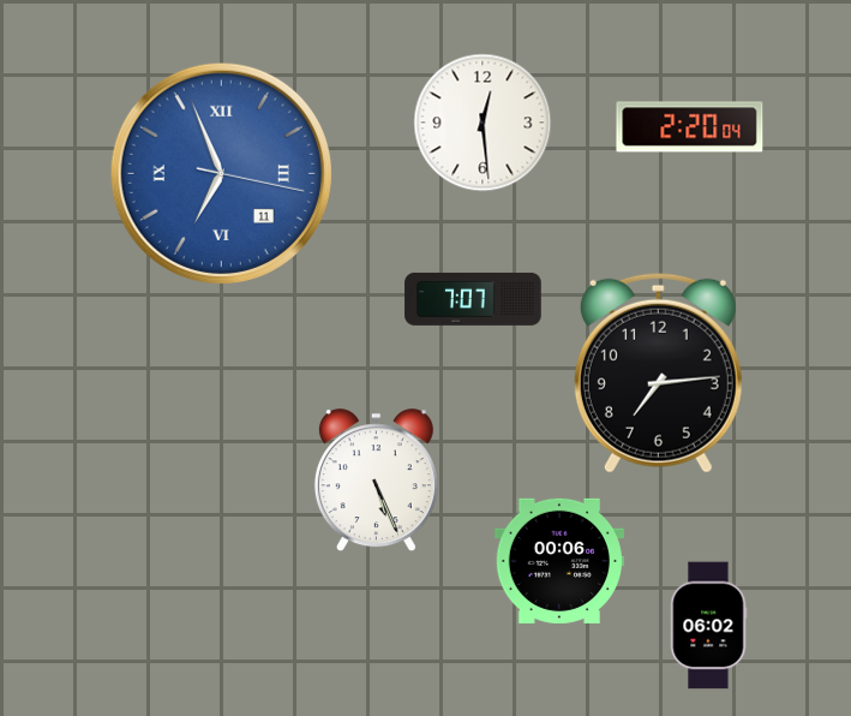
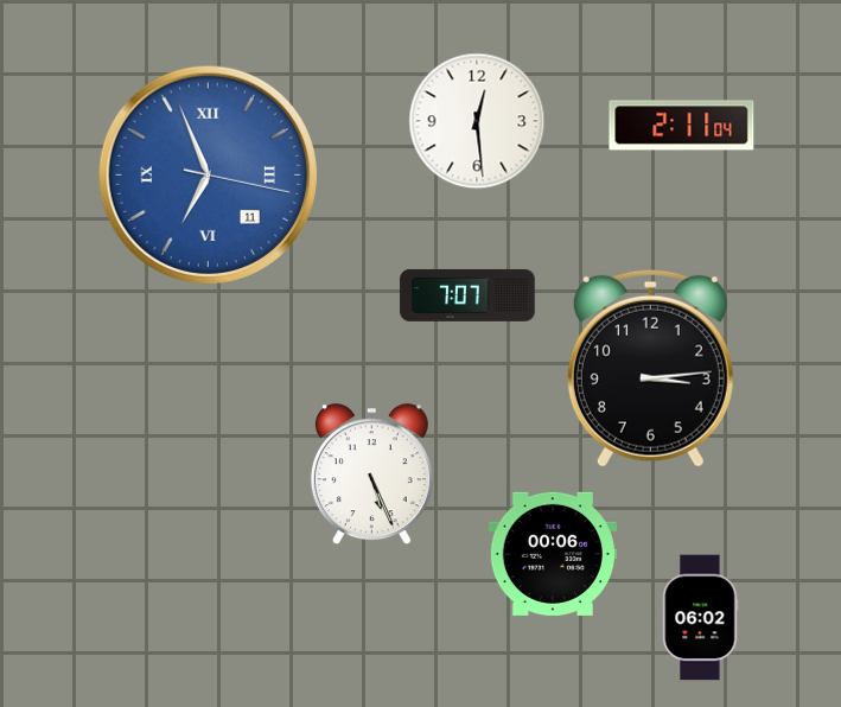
clock at (690, 127): 2:20 -> 2:11
clock at (221, 173) position: (221, 173) -> (208, 174)
clock at (658, 372): 7:14 -> 3:14
